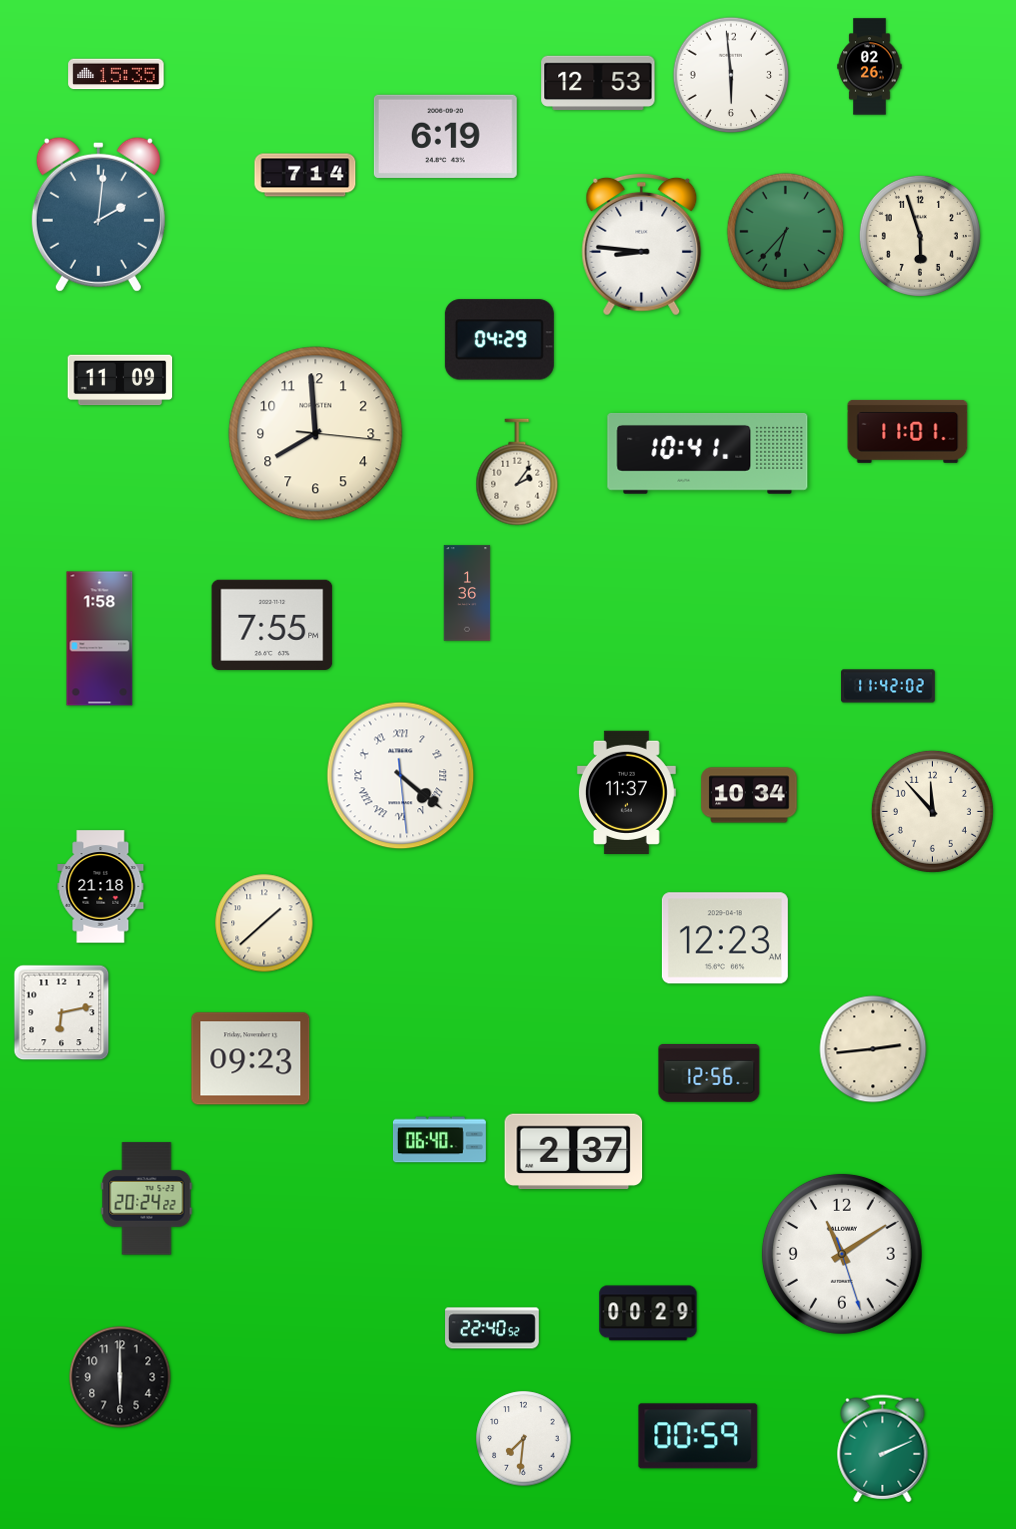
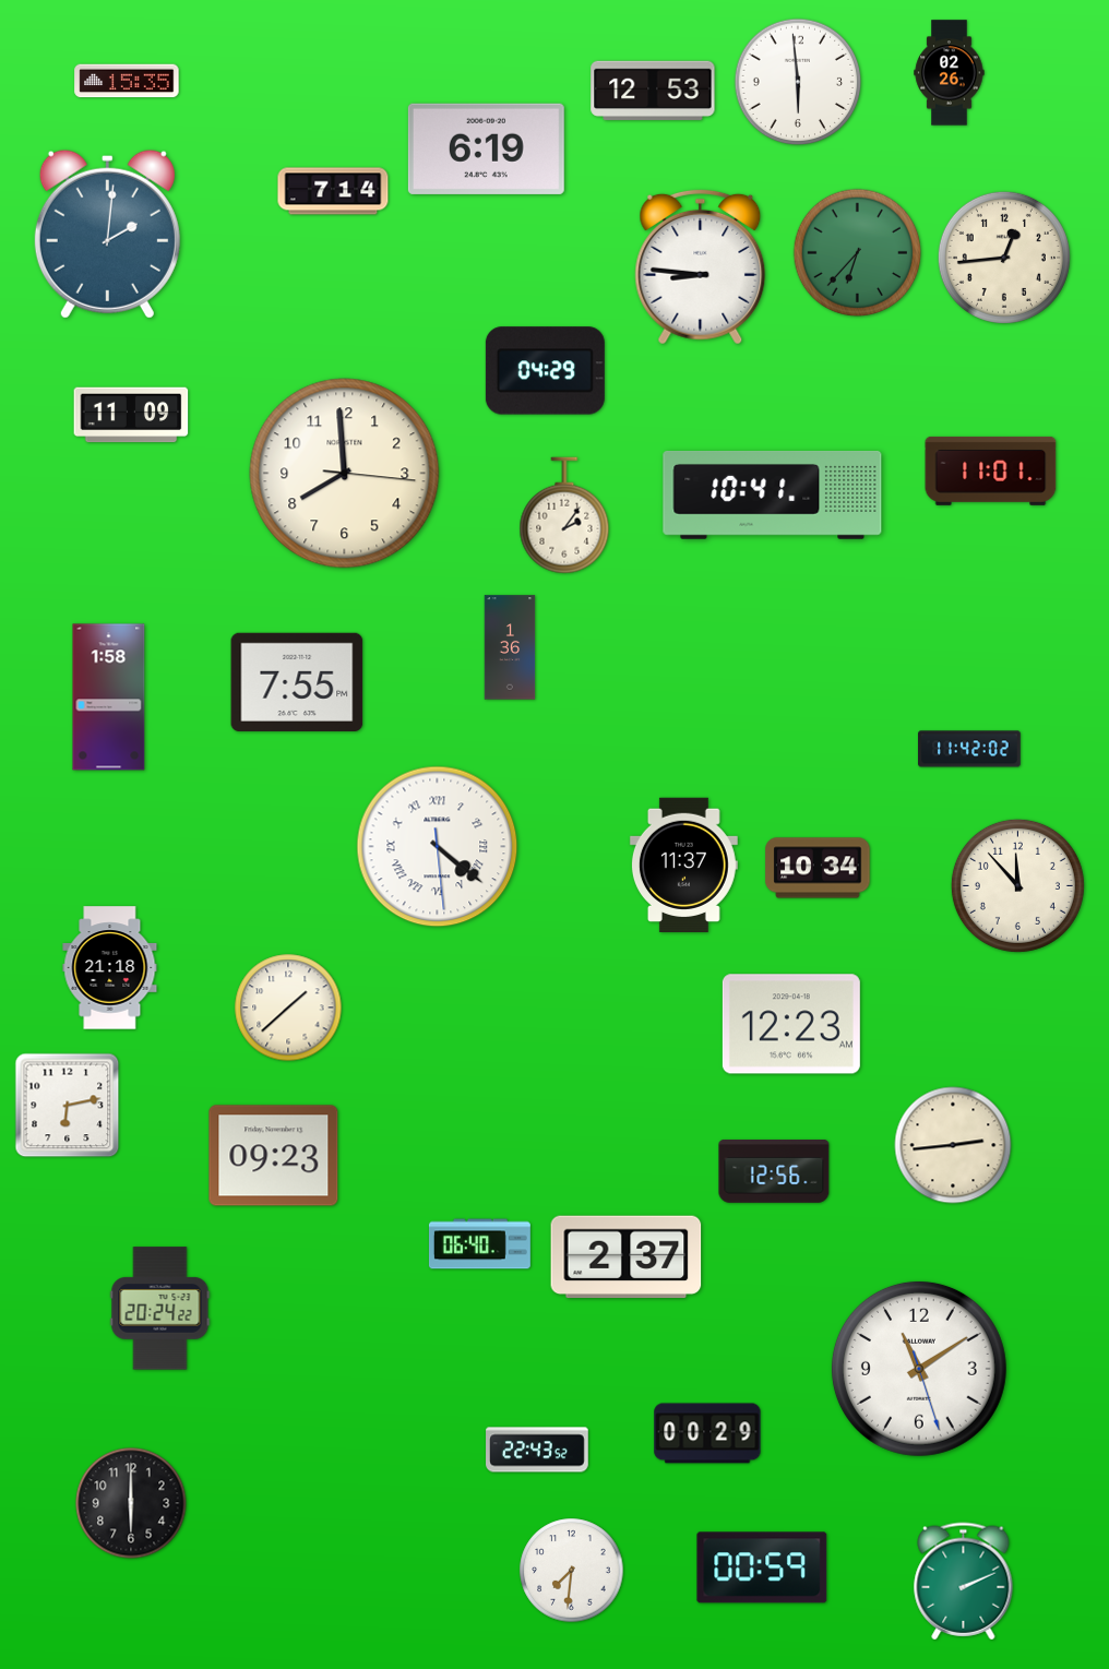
clock at (920, 236): 5:57 -> 12:44
clock at (492, 1328): 22:40 -> 22:43
